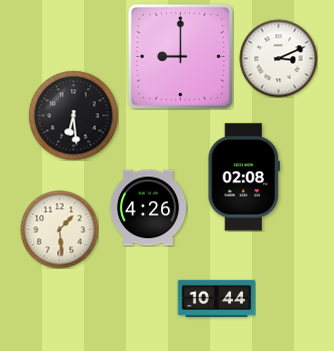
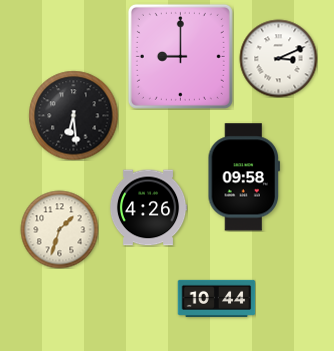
clock at (244, 177): 02:08 -> 09:58
clock at (59, 229): 1:29 -> 1:33
